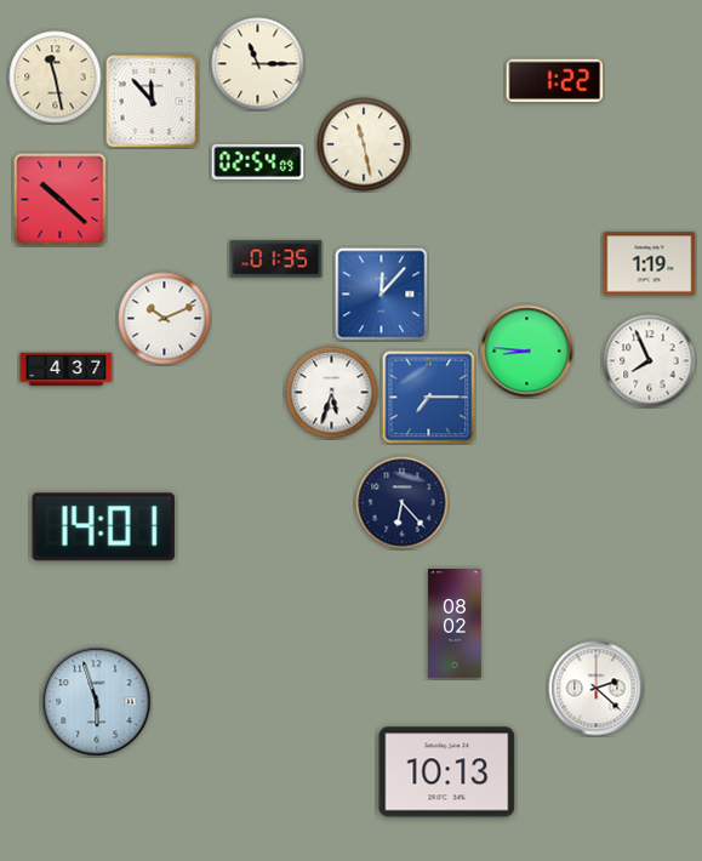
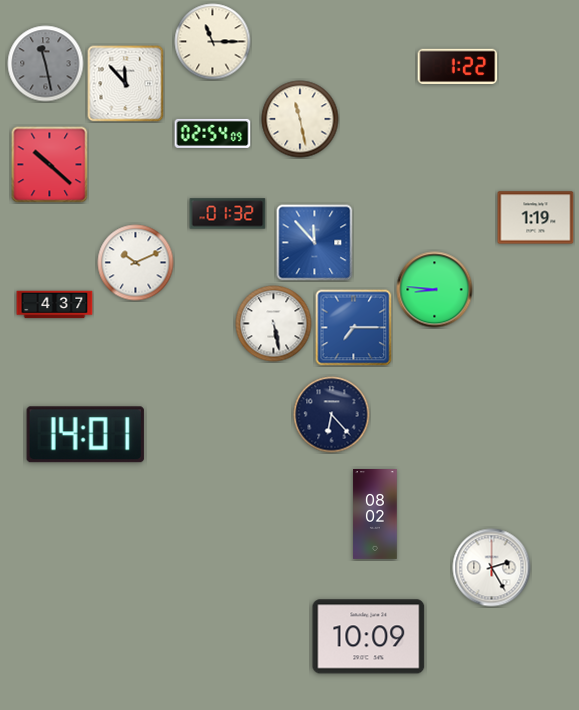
clock at (258, 64) position: (258, 64) -> (213, 42)
clock at (56, 78) dial: cream -> grey
clock at (276, 260): 01:35 -> 01:32
clock at (382, 295): 12:07 -> 11:53
clock at (650, 361): 7:56 -> none
clock at (332, 393): 5:33 -> 5:28
clock at (597, 689): 2:22 -> 2:25
clock at (97, 702): 5:57 -> none
clock at (447, 772): 10:13 -> 10:09
